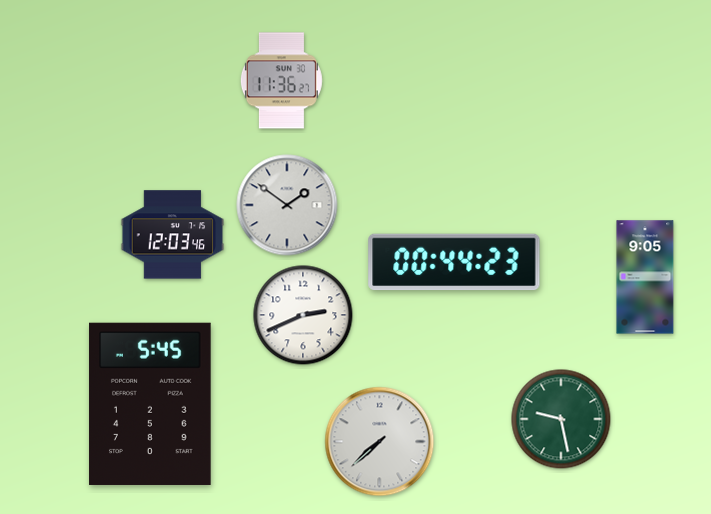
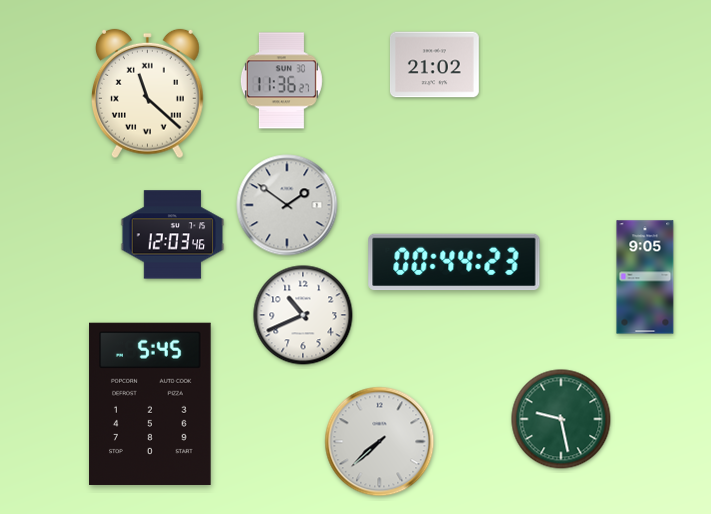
clock at (434, 65): none -> 21:02
clock at (147, 94): none -> 11:22
clock at (303, 315): 2:41 -> 10:41
